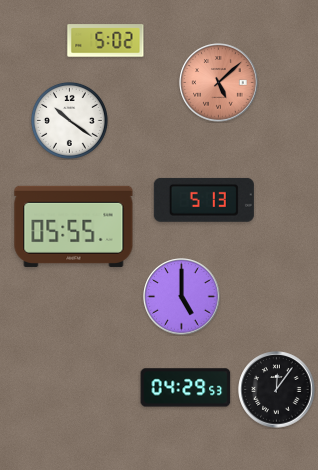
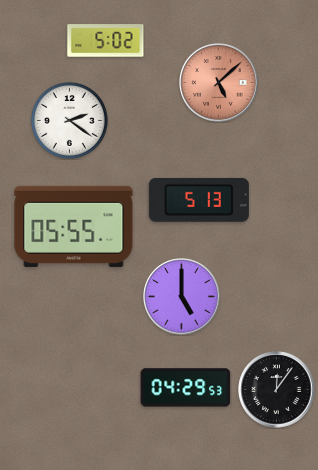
clock at (69, 120): 10:21 -> 2:21
clock at (204, 200) position: (204, 200) -> (199, 200)
